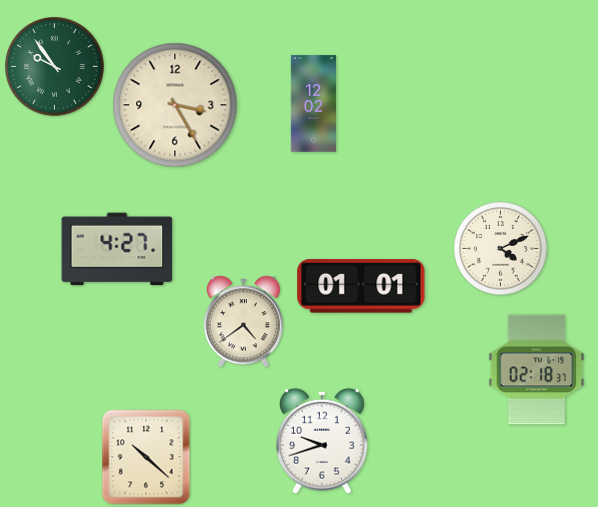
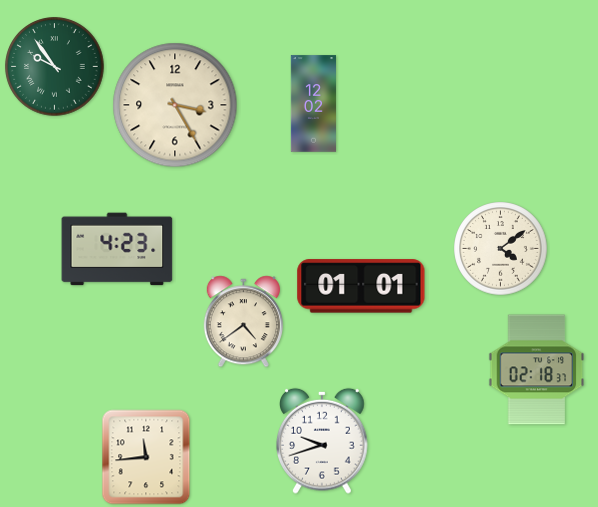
clock at (117, 249): 4:27 -> 4:23
clock at (501, 249): 4:11 -> 4:09
clock at (146, 457): 10:22 -> 11:44
